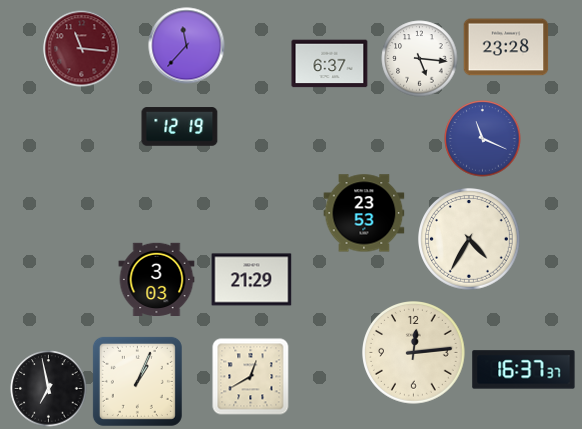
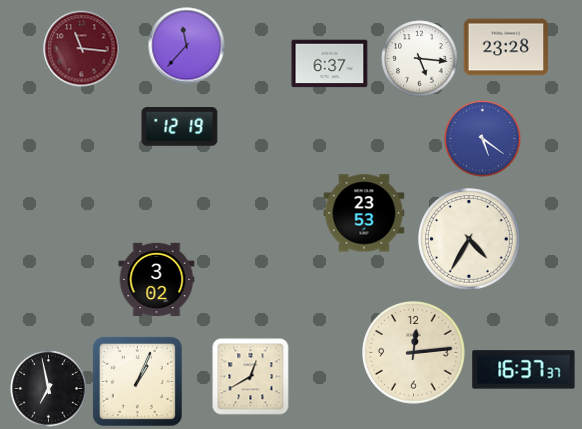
clock at (483, 139): 11:19 -> 5:21
clock at (157, 280): 3:03 -> 3:02
clock at (252, 280): 21:29 -> none
